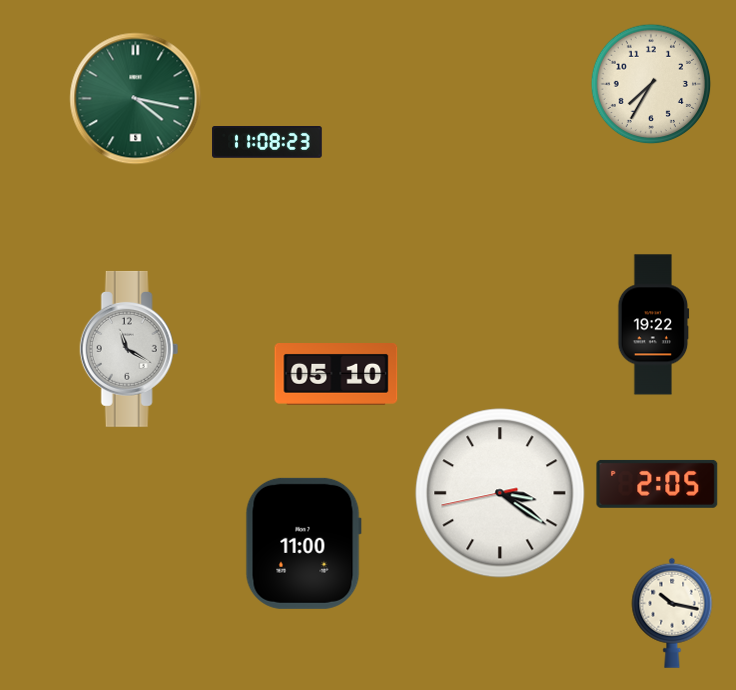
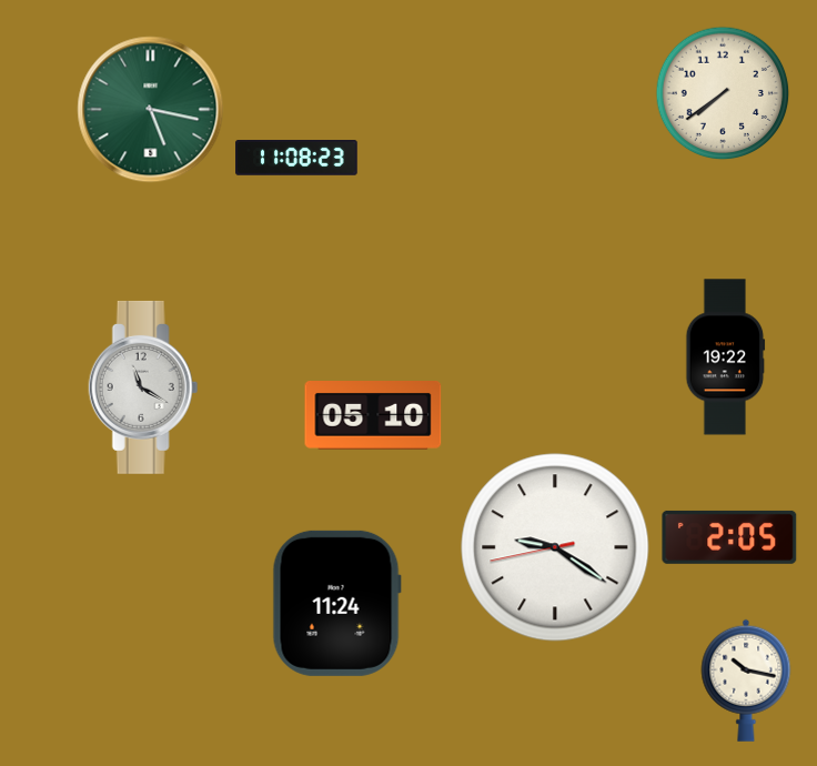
clock at (651, 84): 7:35 -> 7:39
clock at (136, 99): 4:17 -> 5:17
clock at (654, 325) position: (654, 325) -> (726, 357)
clock at (500, 493): 3:20 -> 9:20
clock at (303, 543): 11:00 -> 11:24
